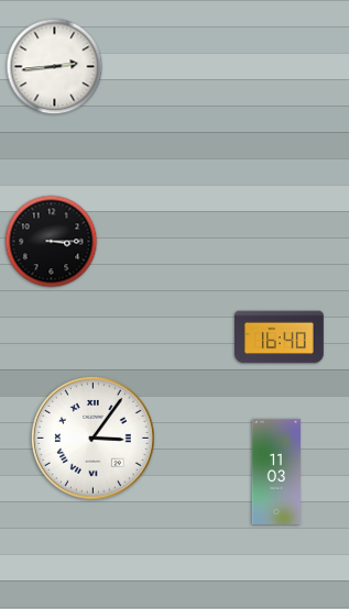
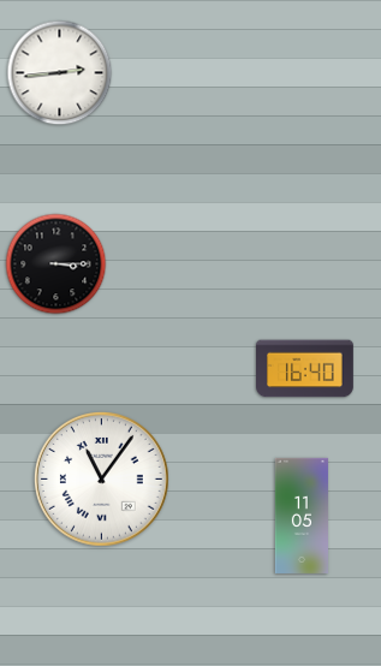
clock at (92, 438): 3:06 -> 11:06
clock at (276, 472): 11:03 -> 11:05
